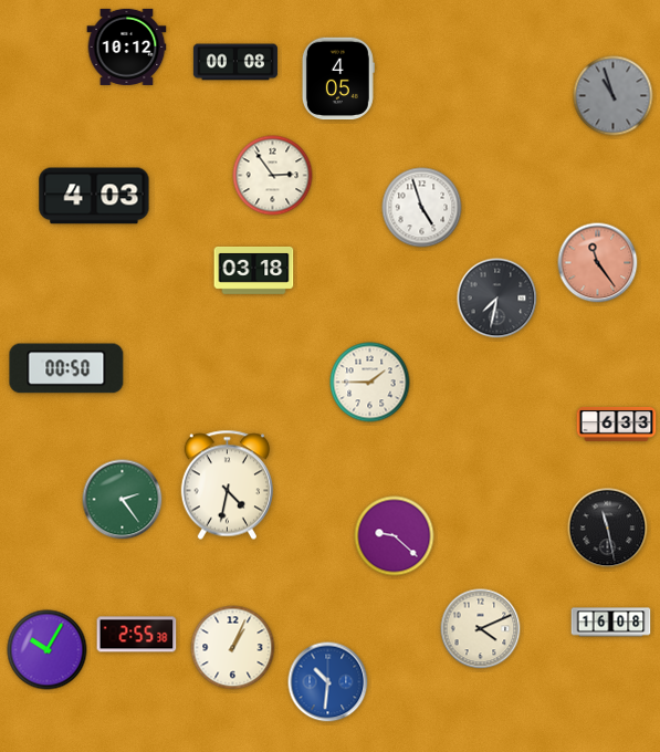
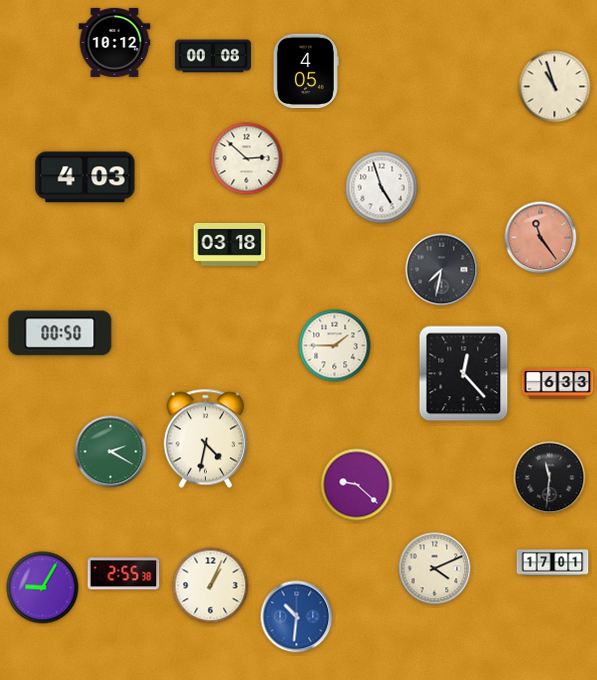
clock at (614, 96) dial: grey -> cream
clock at (273, 176): 2:54 -> 2:52
clock at (497, 299) position: (497, 299) -> (442, 270)
clock at (464, 374): none -> 12:23
clock at (123, 500): 2:24 -> 2:20
clock at (608, 529): 11:28 -> 11:31
clock at (611, 623): 16:08 -> 17:01
clock at (48, 650): 10:05 -> 9:05
